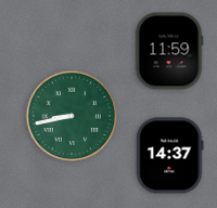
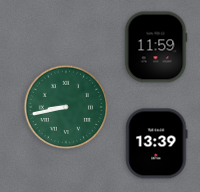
clock at (170, 156): 14:37 -> 13:39
